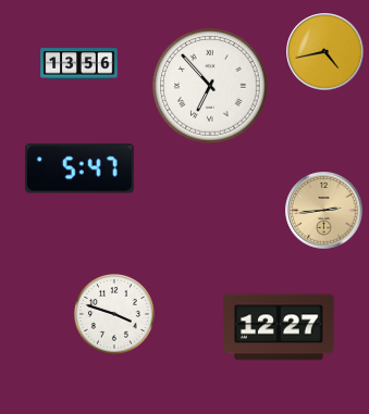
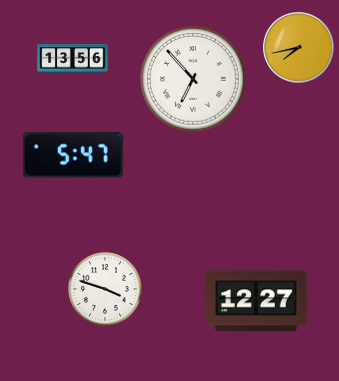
clock at (325, 52): 4:43 -> 7:43
clock at (324, 211): 2:44 -> none
